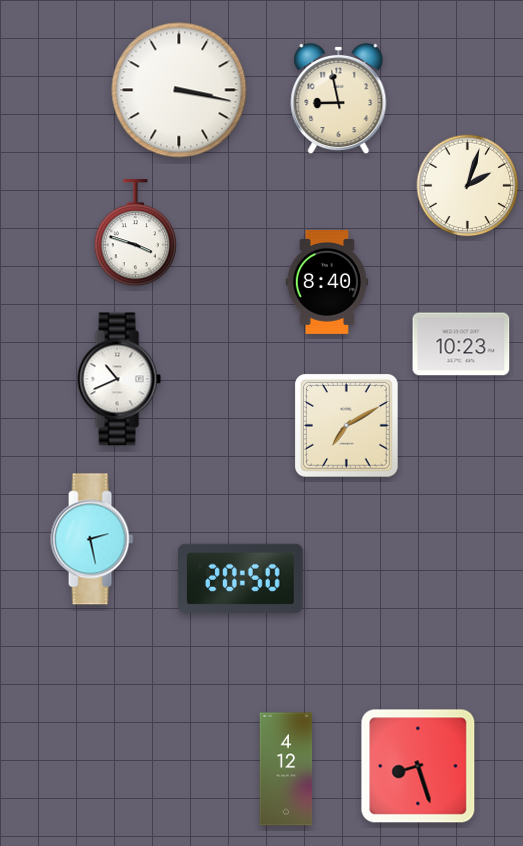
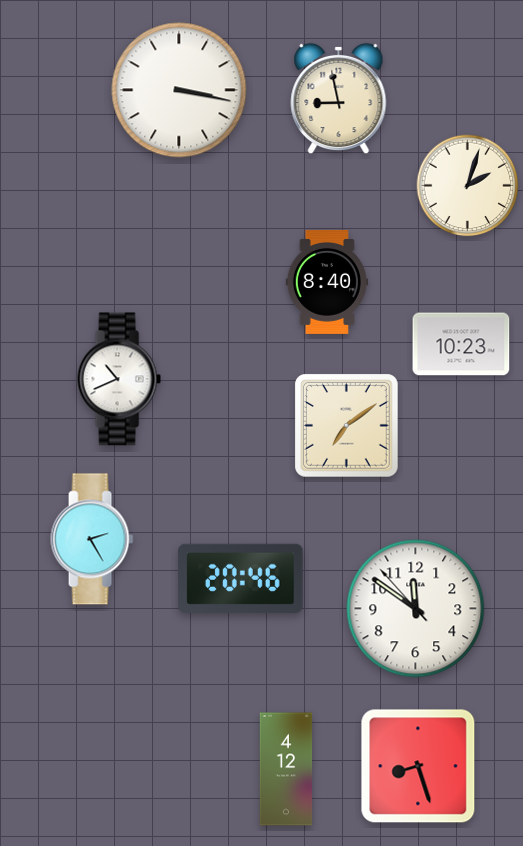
clock at (135, 233): 3:48 -> none
clock at (347, 426): 7:10 -> 7:09
clock at (92, 539): 2:28 -> 2:25
clock at (241, 578): 20:50 -> 20:46
clock at (416, 609): none -> 11:50
